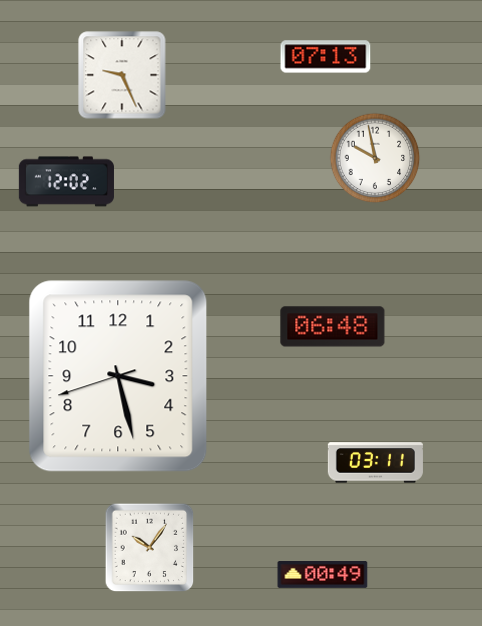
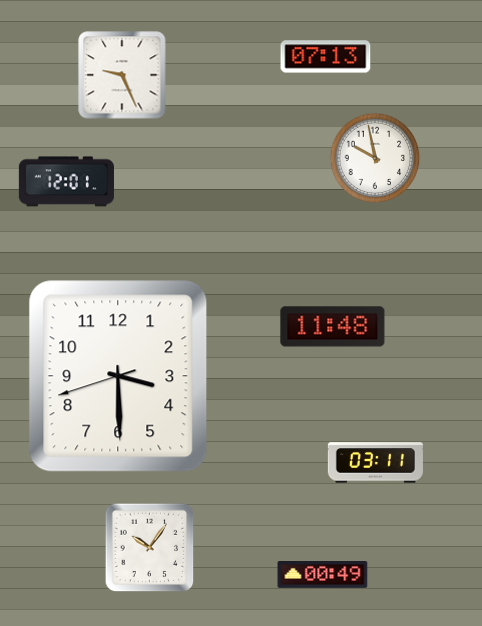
clock at (66, 182): 12:02 -> 12:01
clock at (333, 327): 06:48 -> 11:48
clock at (118, 376): 3:27 -> 3:29
